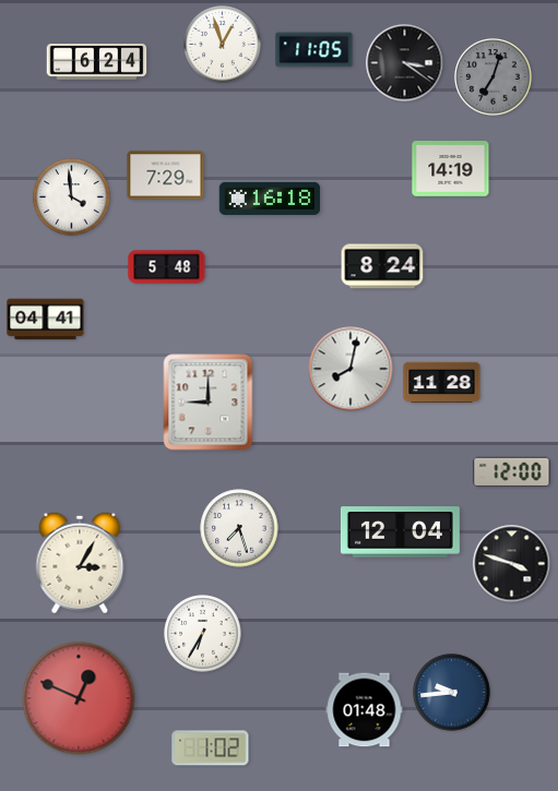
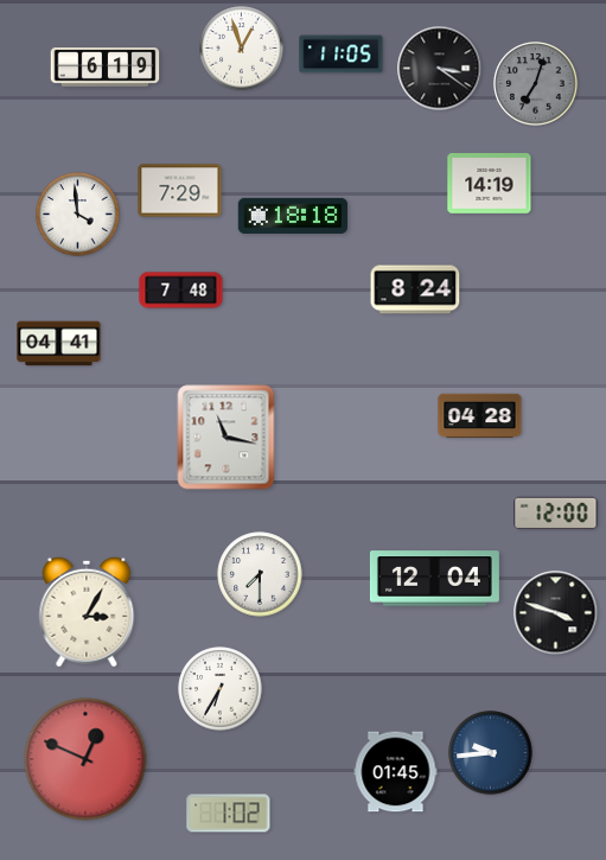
clock at (97, 62): 6:24 -> 6:19
clock at (270, 199): 16:18 -> 18:18
clock at (167, 267): 5:48 -> 7:48
clock at (46, 320) position: (46, 320) -> (59, 344)
clock at (351, 369): 8:02 -> none
clock at (442, 383): 11:28 -> 04:28
clock at (209, 403): 9:00 -> 11:17
clock at (239, 528): 7:27 -> 7:30
clock at (365, 710): 01:48 -> 01:45
